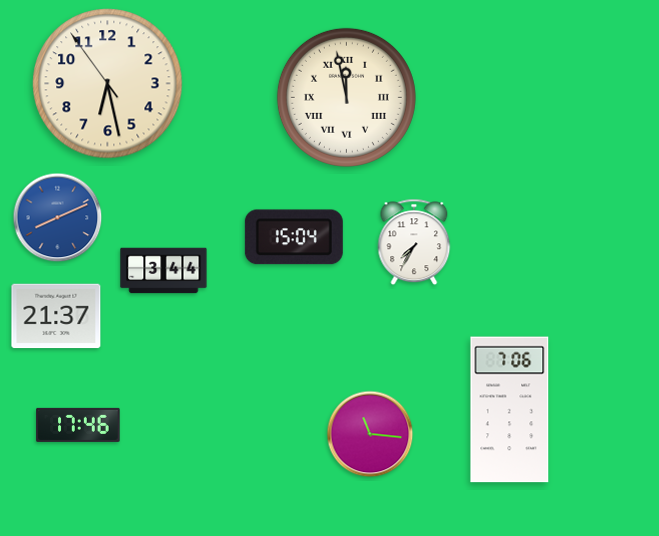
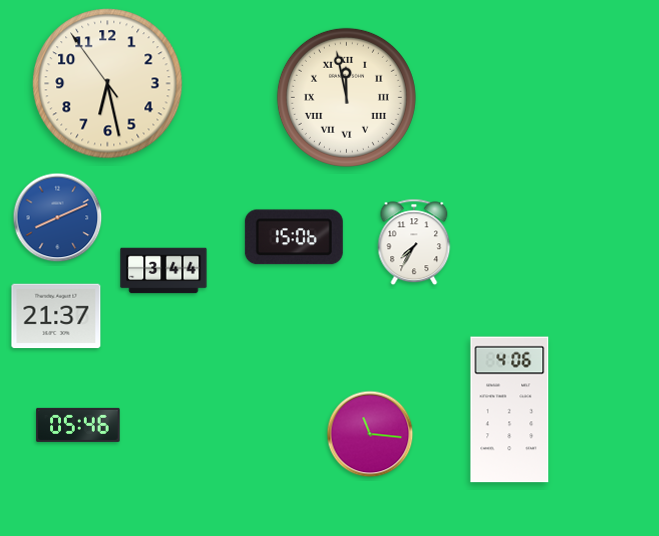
clock at (294, 237): 15:04 -> 15:06
clock at (510, 410): 7:06 -> 4:06
clock at (78, 425): 17:46 -> 05:46
